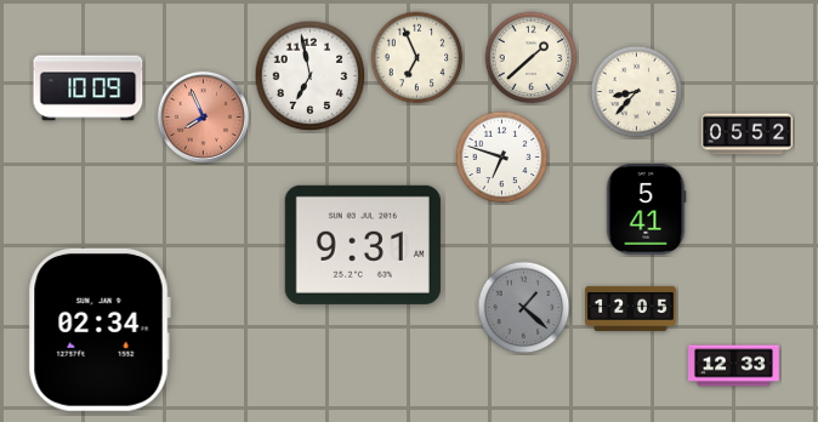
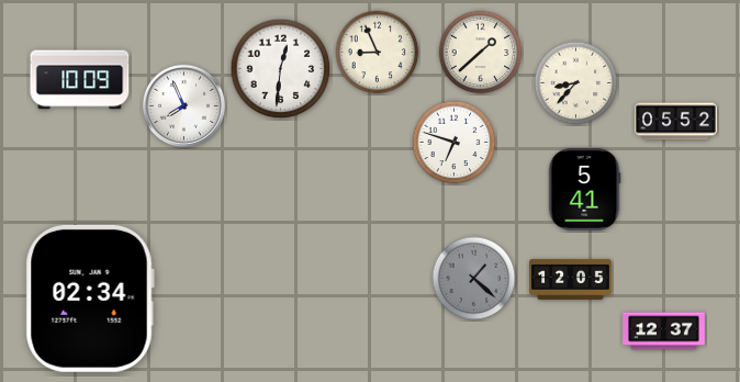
clock at (417, 58): 6:56 -> 8:56
clock at (311, 76): 6:58 -> 12:31
clock at (203, 116) dial: salmon -> white
clock at (363, 245): 9:31 -> none
clock at (734, 366): 12:33 -> 12:37
